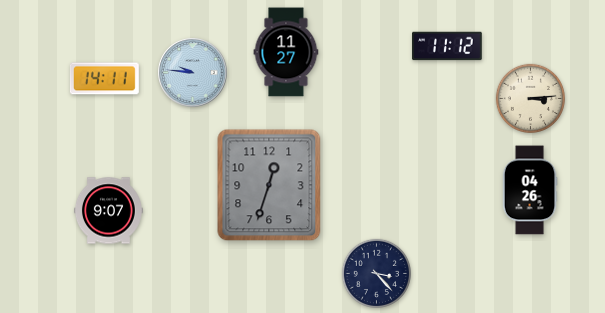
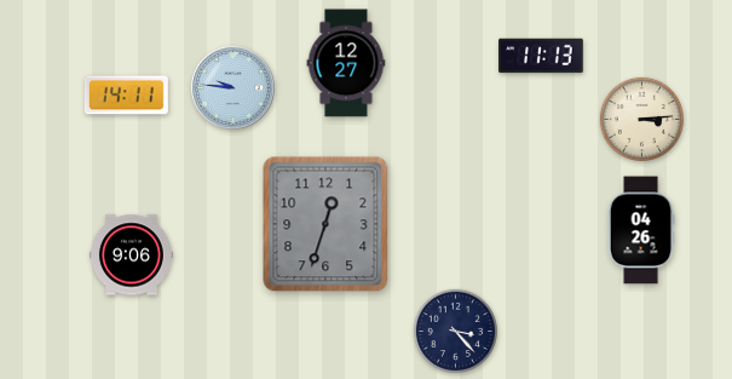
clock at (447, 46): 11:12 -> 11:13
clock at (286, 52): 11:27 -> 12:27
clock at (109, 211): 9:07 -> 9:06
